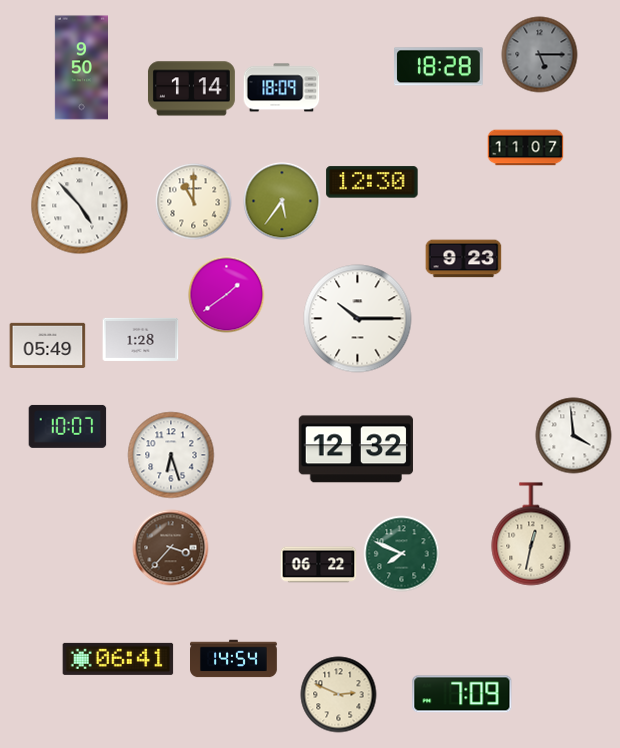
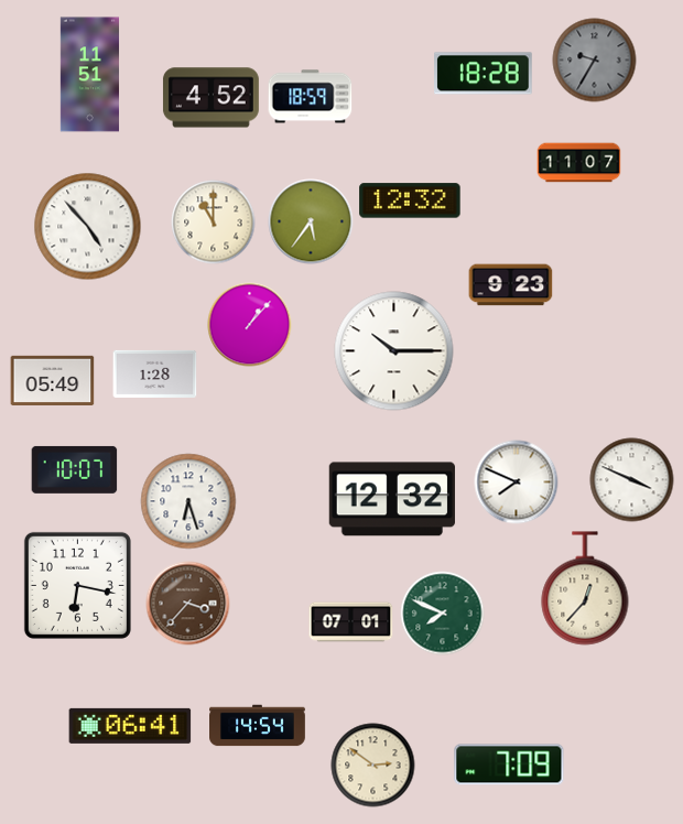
clock at (540, 55): 5:15 -> 9:35
clock at (81, 68): 9:50 -> 11:51
clock at (282, 88): 18:09 -> 18:59
clock at (191, 89): 1:14 -> 4:52
clock at (372, 182): 12:30 -> 12:32
clock at (227, 295): 1:39 -> 1:07
clock at (574, 436): 3:59 -> 3:49
clock at (517, 483): none -> 7:49
clock at (356, 449) position: (356, 449) -> (392, 499)
clock at (77, 585): none -> 6:17
clock at (531, 534): 12:32 -> 12:37
clock at (402, 554) position: (402, 554) -> (443, 614)
clock at (319, 565): 06:22 -> 07:01
clock at (339, 695): 2:49 -> 2:51
